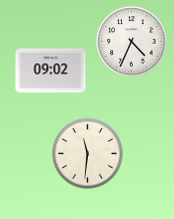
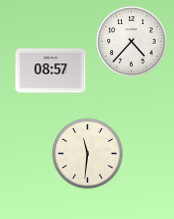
clock at (132, 42): 4:34 -> 4:37
clock at (51, 71): 09:02 -> 08:57
